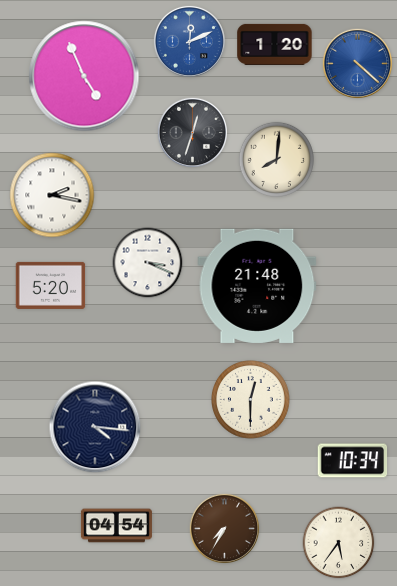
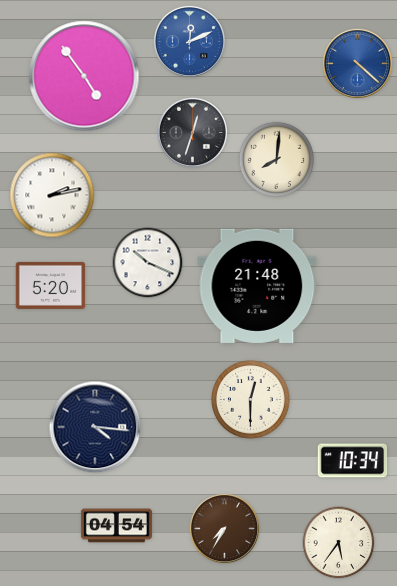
clock at (275, 44): 1:20 -> none
clock at (84, 76): 4:56 -> 4:54
clock at (52, 195): 2:17 -> 2:13
clock at (148, 263): 3:19 -> 10:19
